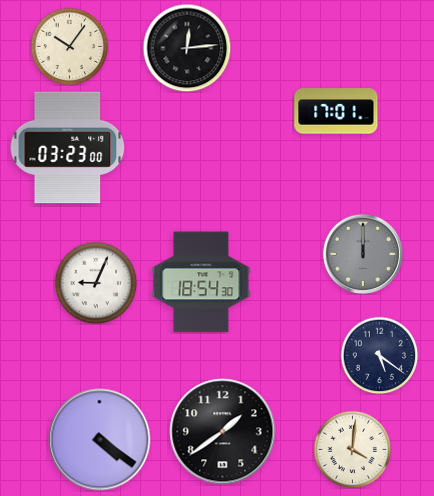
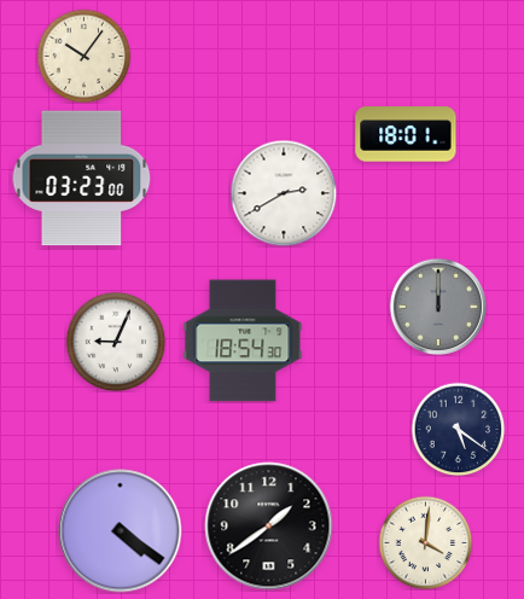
clock at (187, 48): 12:14 -> none
clock at (336, 111): 17:01 -> 18:01
clock at (284, 193): none -> 2:40
clock at (223, 432) position: (223, 432) -> (269, 527)
